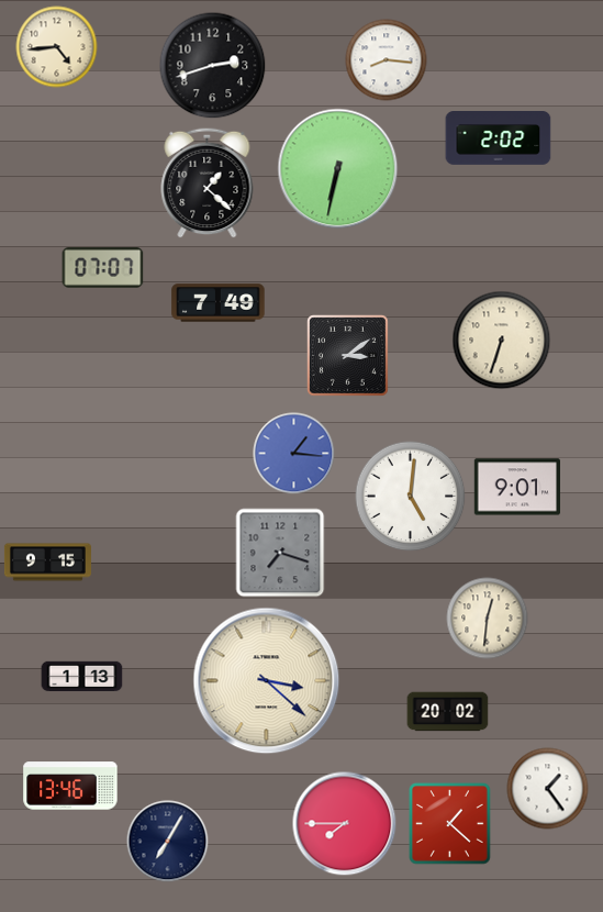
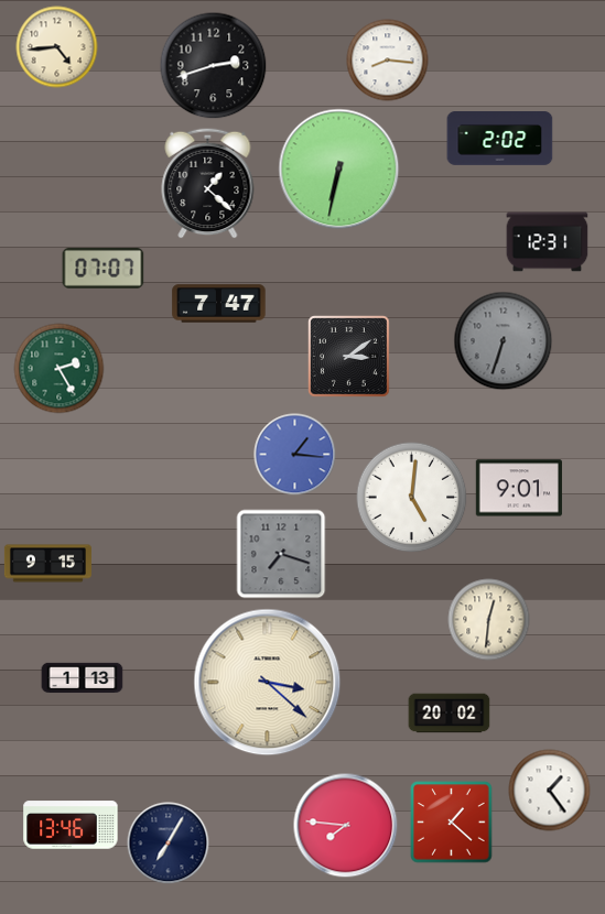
clock at (548, 242): none -> 12:31
clock at (219, 303): 7:49 -> 7:47
clock at (502, 341) dial: cream -> grey
clock at (60, 369): none -> 2:25
clock at (70, 786) position: (70, 786) -> (71, 825)
clock at (345, 824): 7:45 -> 7:46
clock at (450, 824) position: (450, 824) -> (452, 823)
